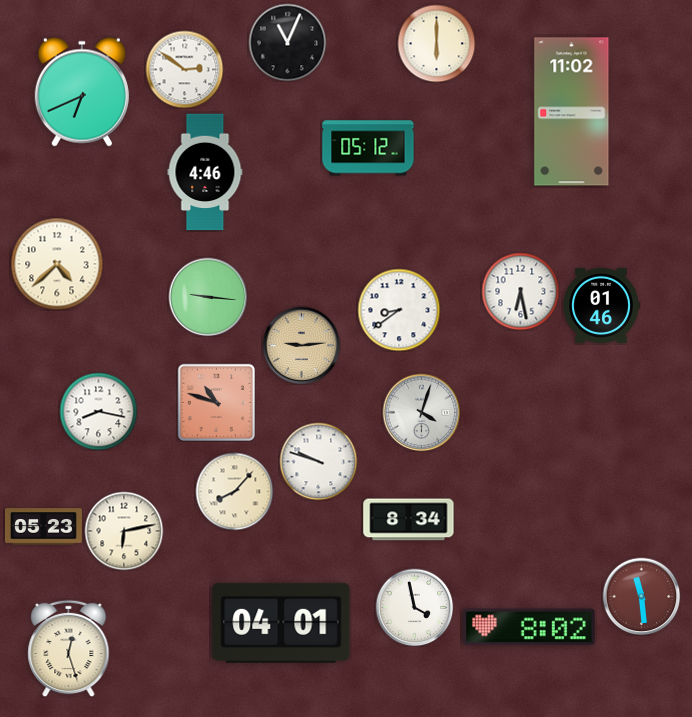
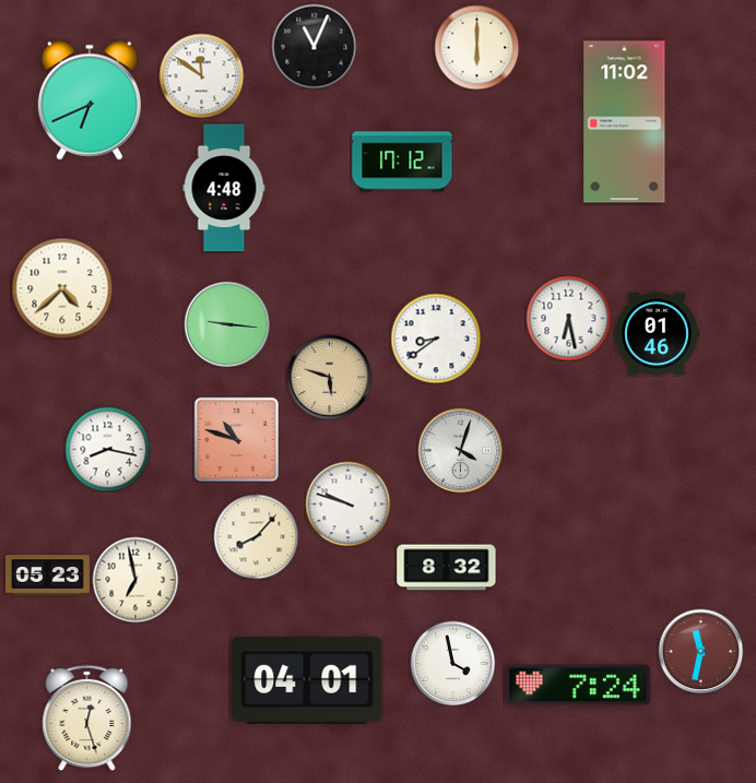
clock at (184, 69): 2:51 -> 11:51
clock at (368, 148): 05:12 -> 17:12
clock at (205, 172): 4:46 -> 4:48
clock at (301, 345): 9:14 -> 5:48
clock at (409, 520): 8:34 -> 8:32
clock at (124, 531): 6:13 -> 6:58
clock at (641, 596): 11:29 -> 11:32
clock at (530, 627): 8:02 -> 7:24
clock at (69, 648) position: (69, 648) -> (87, 717)
